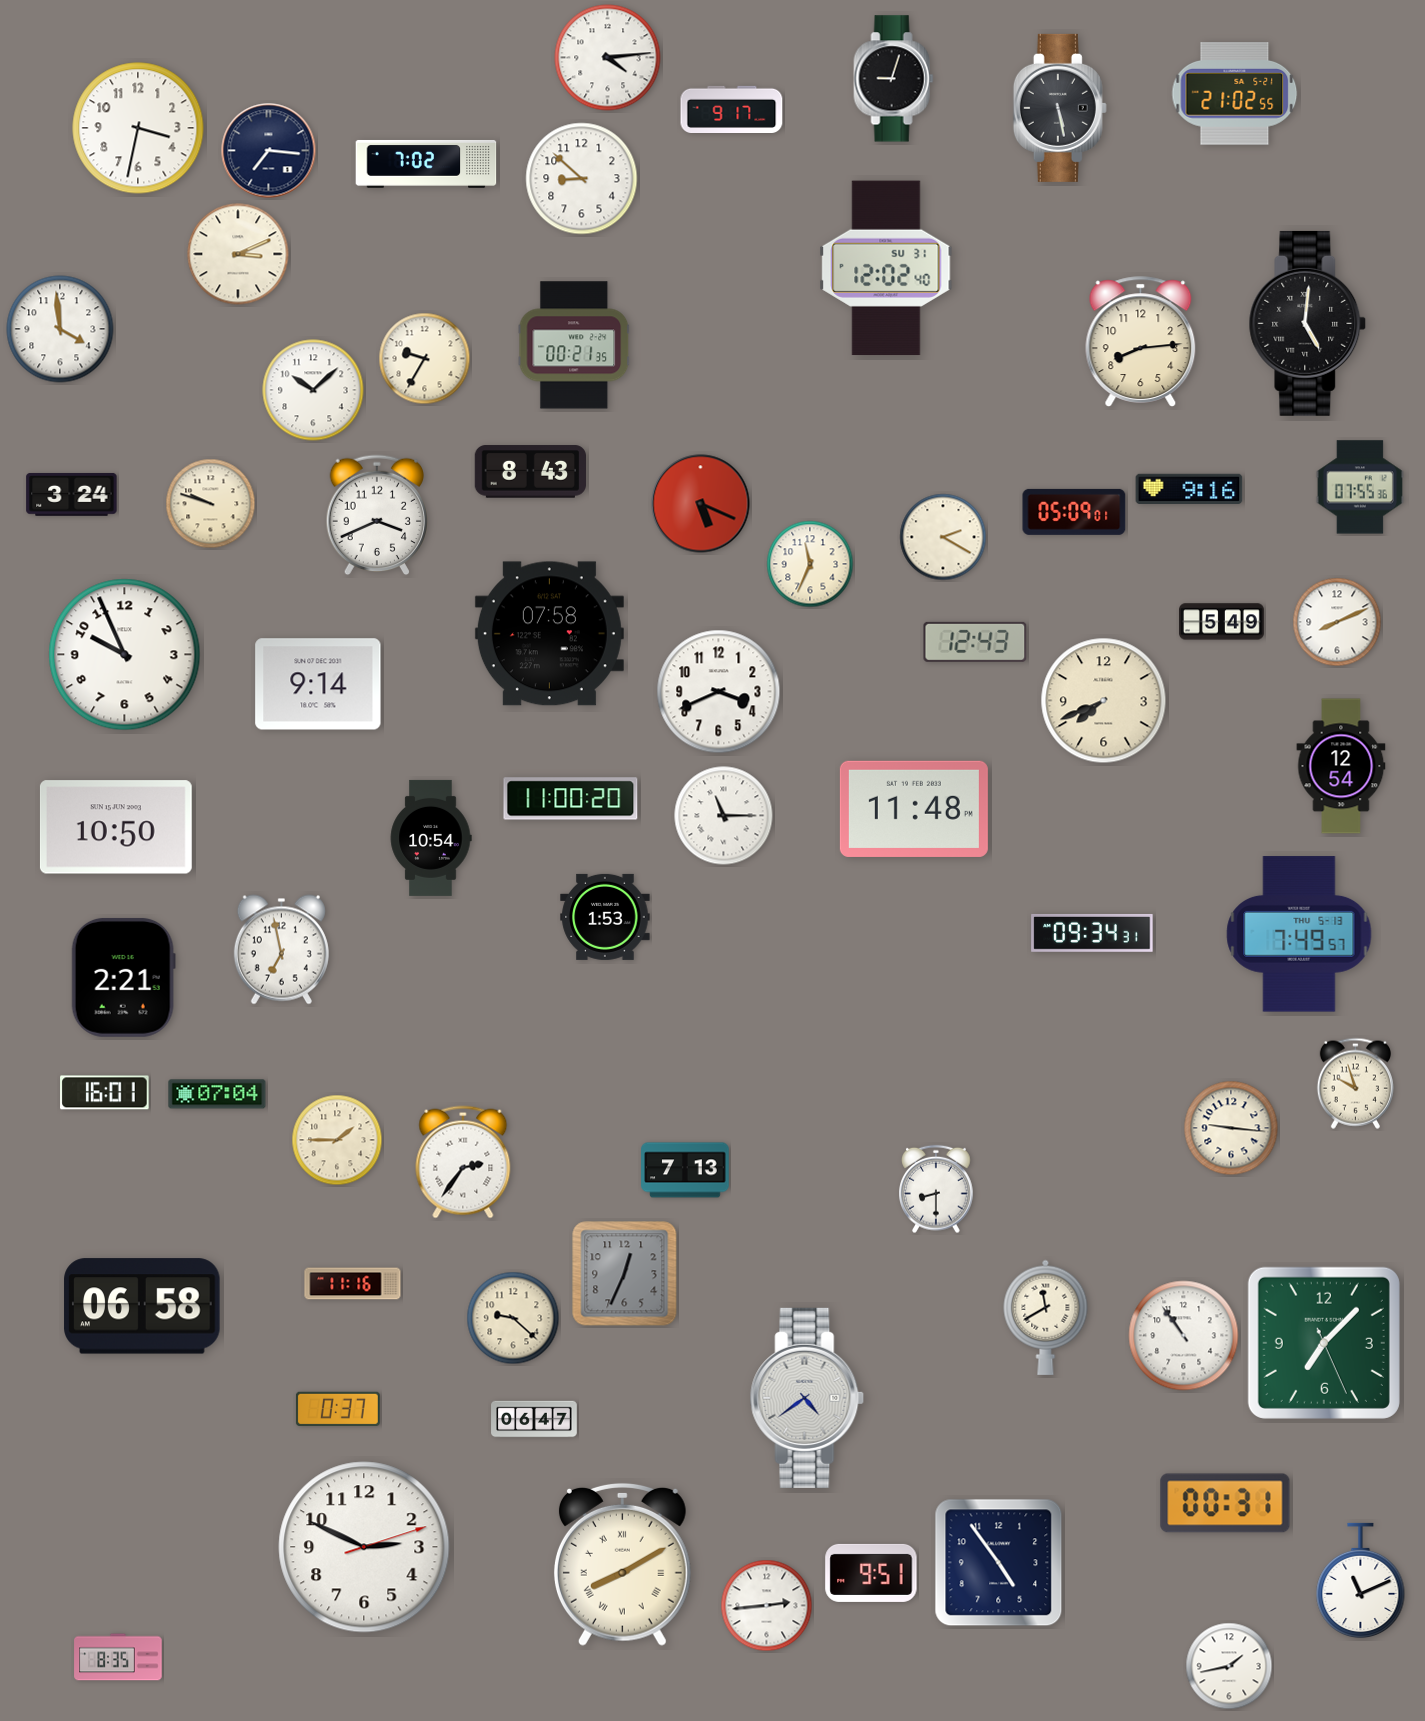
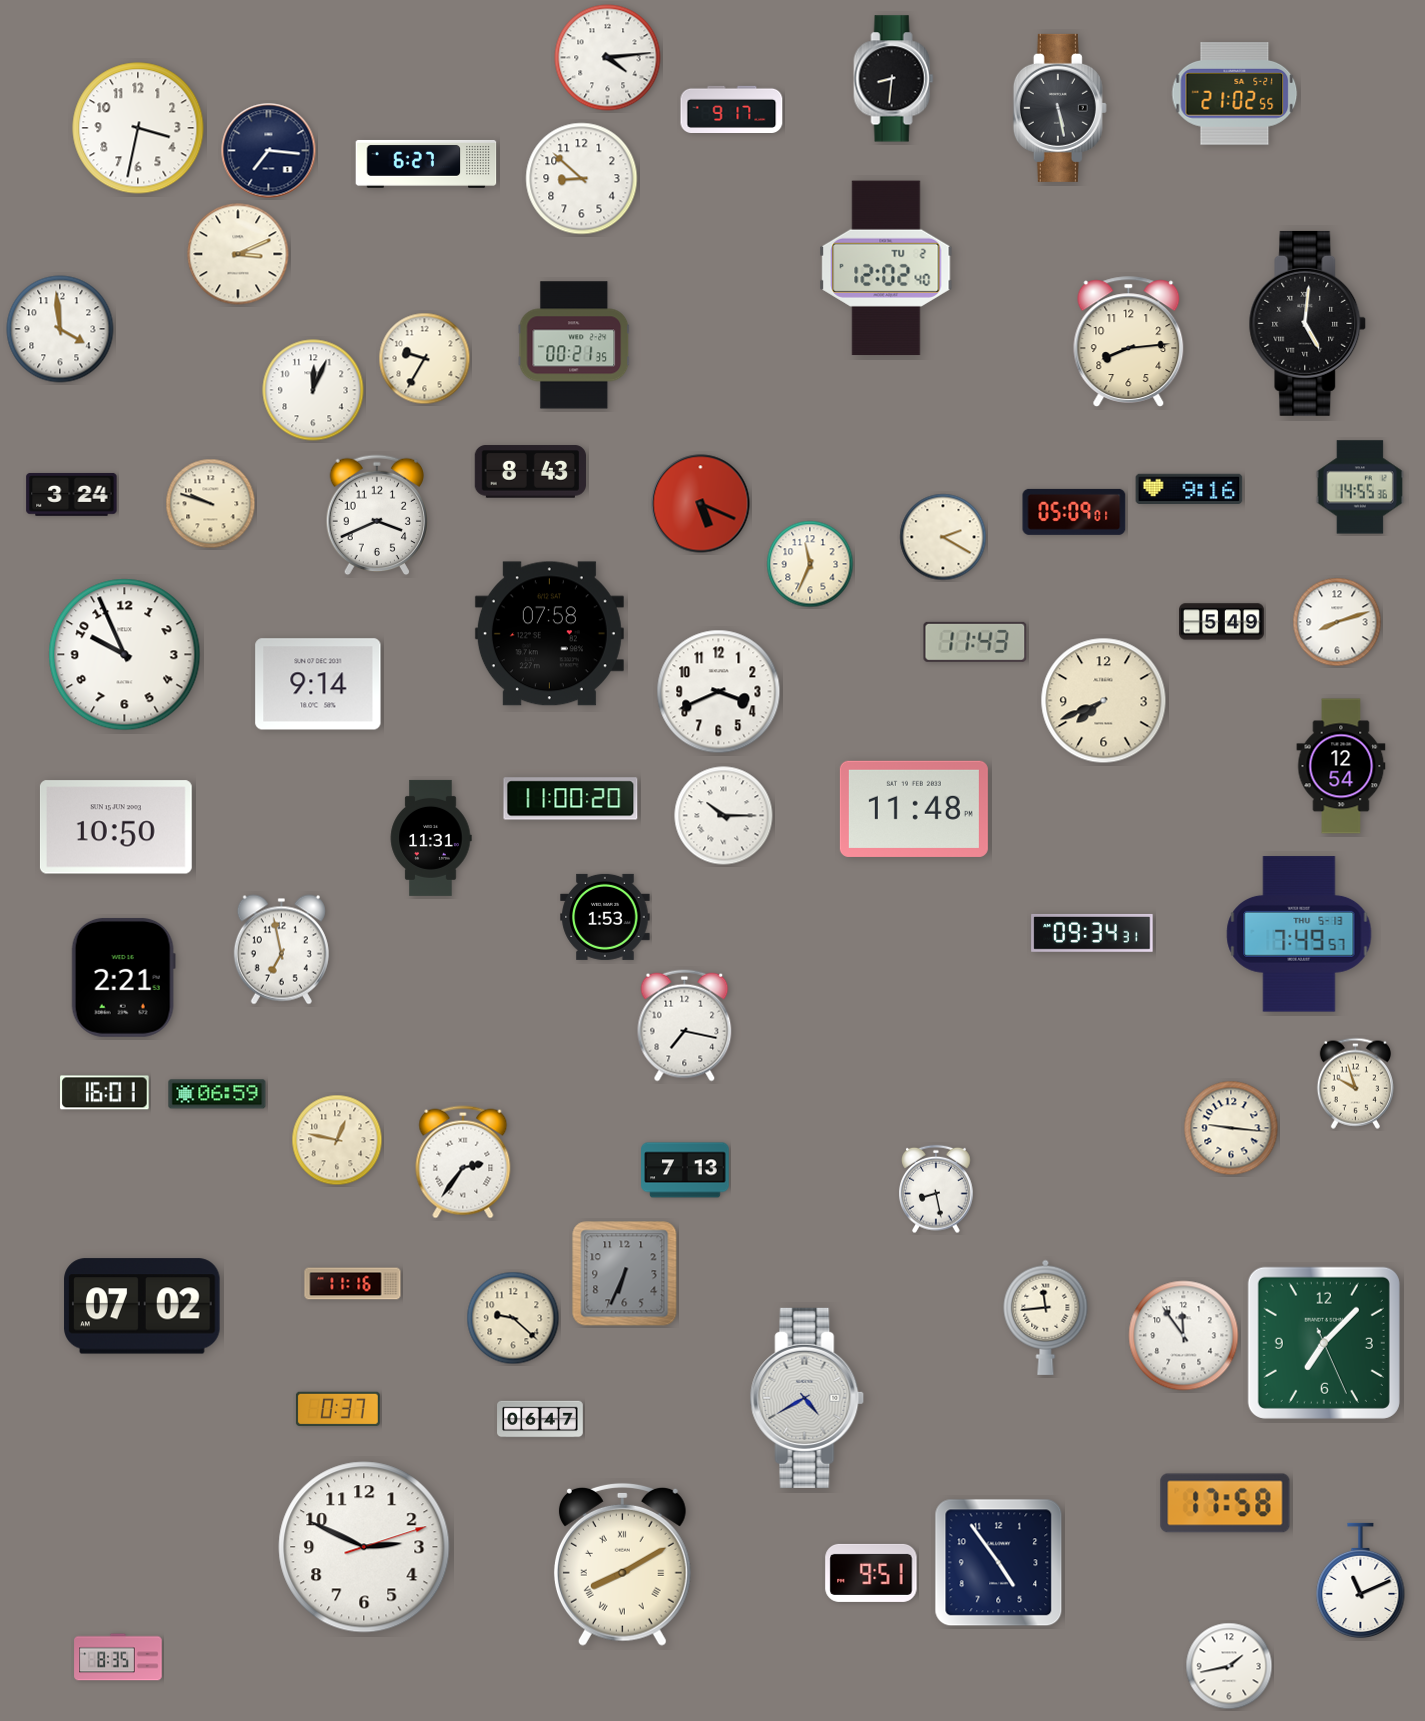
clock at (894, 79): 9:03 -> 8:31
clock at (426, 164): 7:02 -> 6:27
clock at (886, 268) date: SU 31 -> TU 2
clock at (1141, 342) position: (1141, 342) -> (1129, 342)
clock at (313, 390): 10:08 -> 12:04
clock at (1360, 487): 07:55 -> 14:55
clock at (1337, 622): 8:11 -> 8:12
clock at (975, 642): 12:43 -> 11:43
clock at (724, 816): 11:15 -> 10:15
clock at (431, 838): 10:54 -> 11:31
clock at (685, 1026): none -> 7:17
clock at (217, 1094): 07:04 -> 06:59
clock at (337, 1140): 1:45 -> 12:47
clock at (937, 1189): 8:30 -> 8:28
clock at (625, 1274): 12:34 -> 6:34
clock at (142, 1306): 06:58 -> 07:02
clock at (1046, 1317): 11:40 -> 11:44
clock at (1184, 1336): 10:54 -> 11:54
clock at (807, 1398): 4:39 -> 4:40
clock at (534, 1419) position: (534, 1419) -> (540, 1419)
clock at (1225, 1503): 00:31 -> 17:58
clock at (767, 1606): 2:44 -> none
